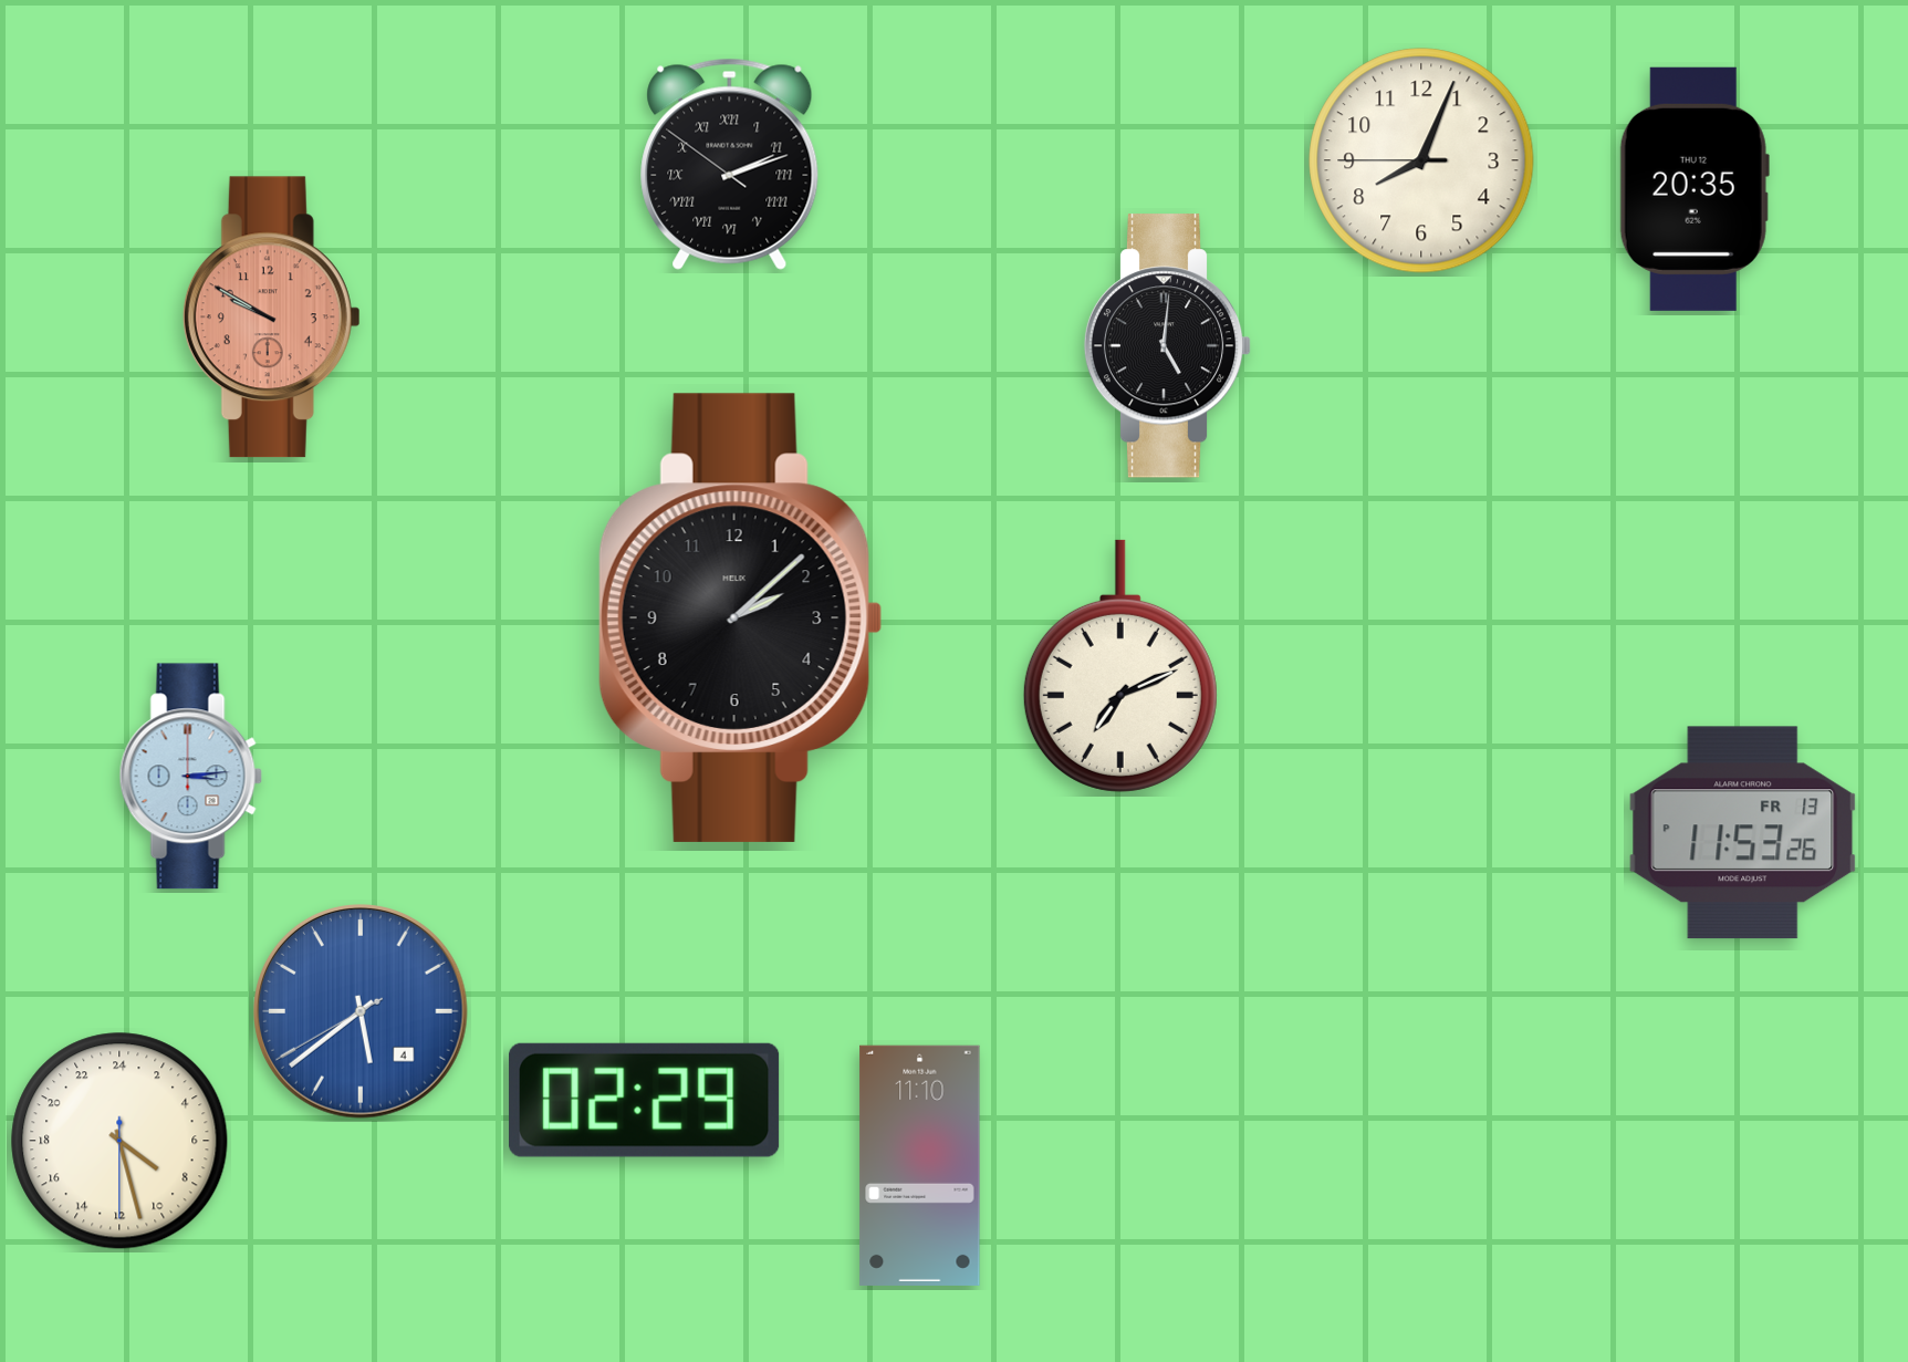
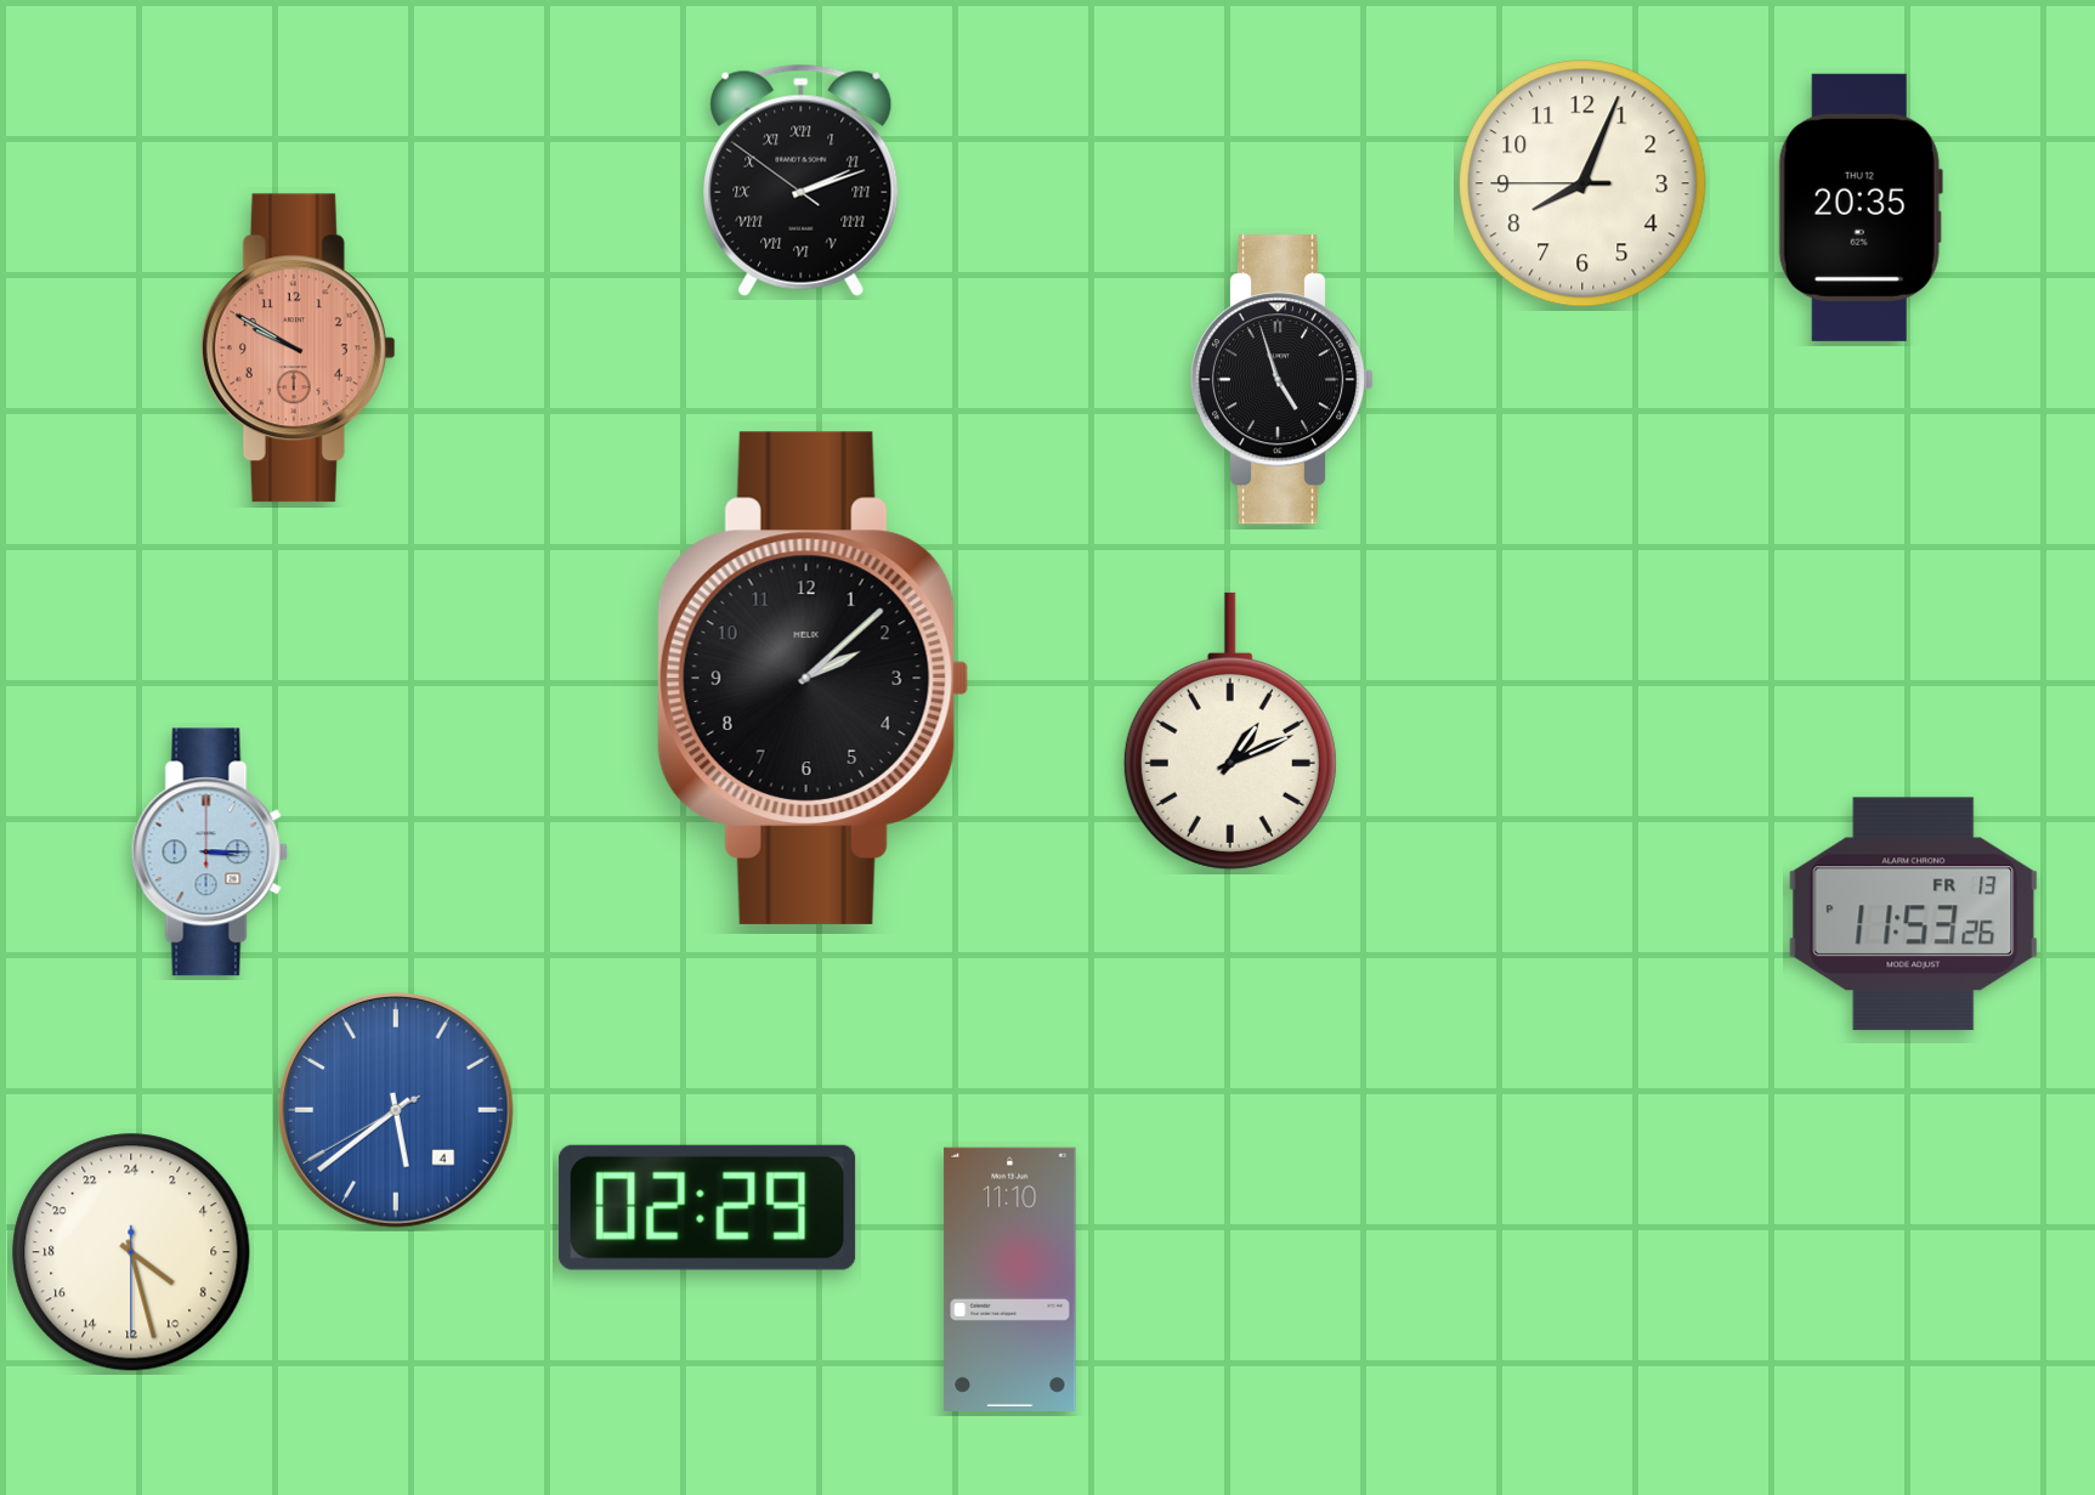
clock at (1421, 160) position: (1421, 160) -> (1582, 183)
clock at (1168, 346): 5:01 -> 4:57
clock at (1120, 666): 7:11 -> 1:11
clock at (190, 777): 3:14 -> 3:15
